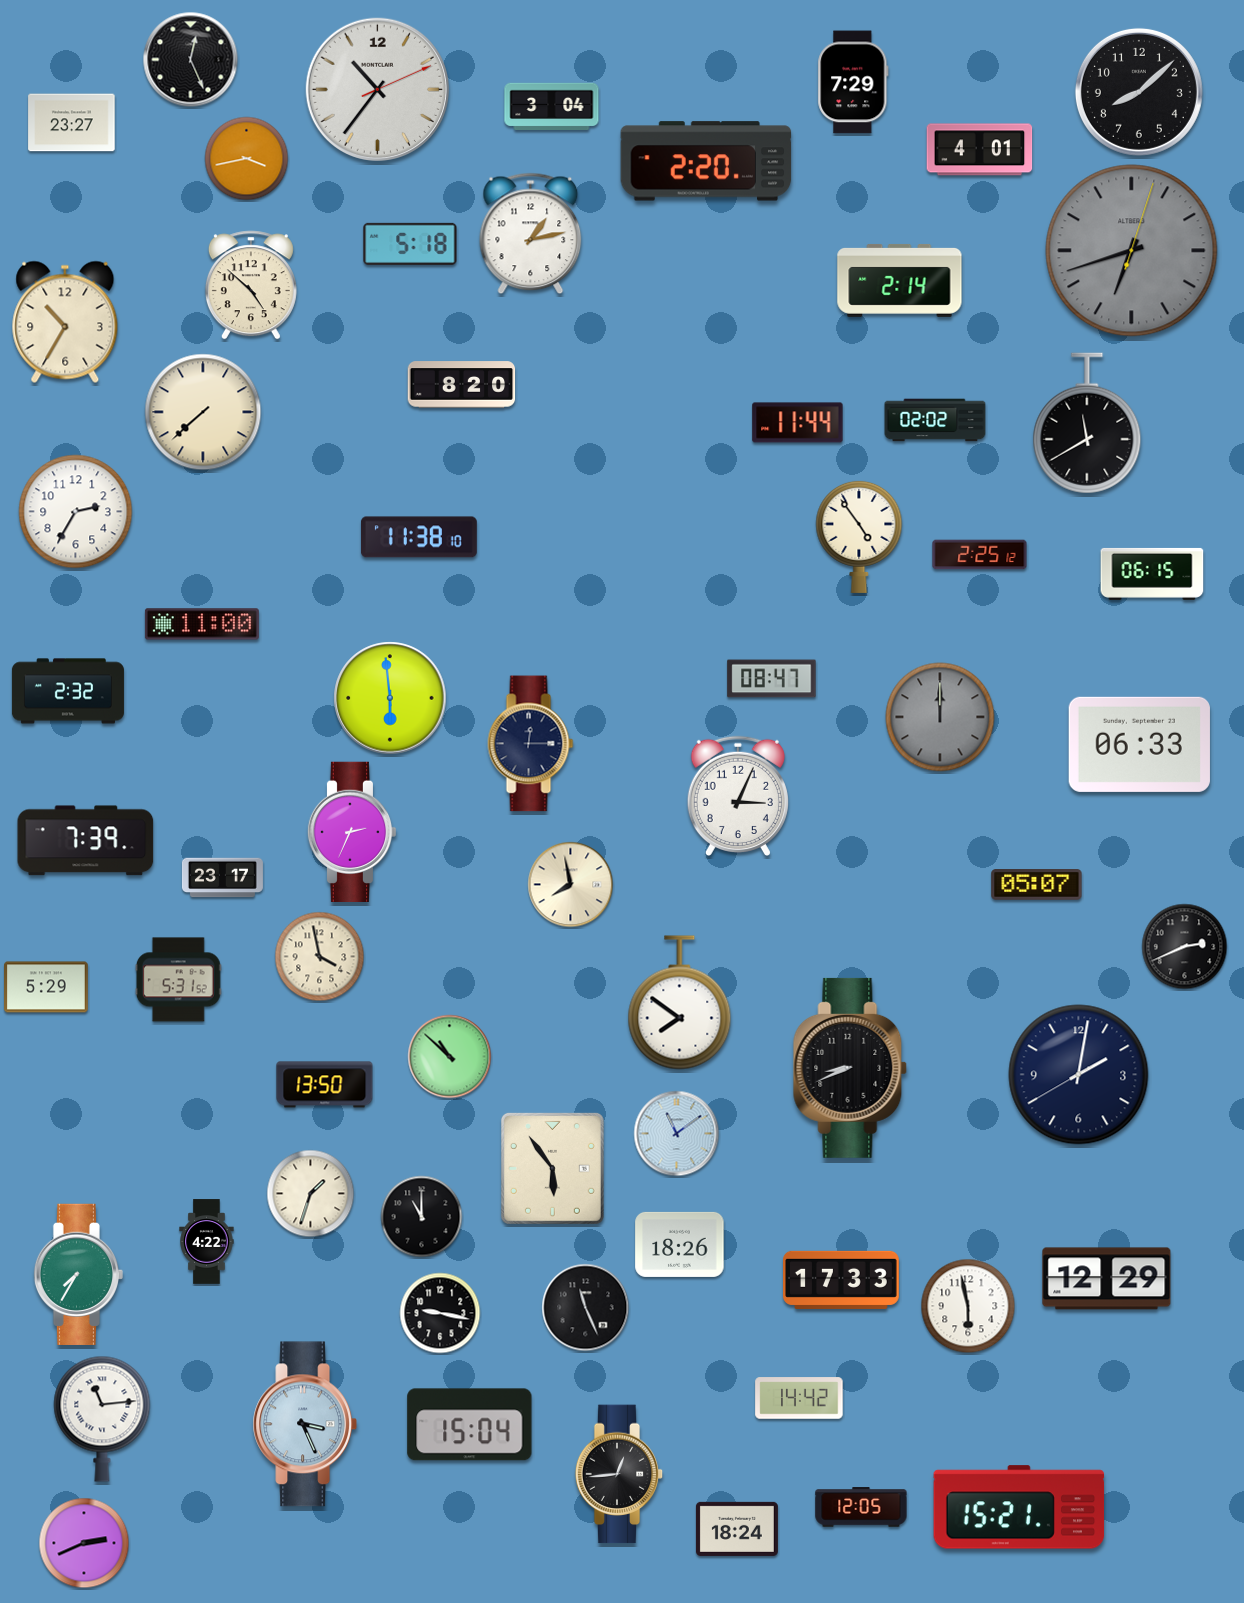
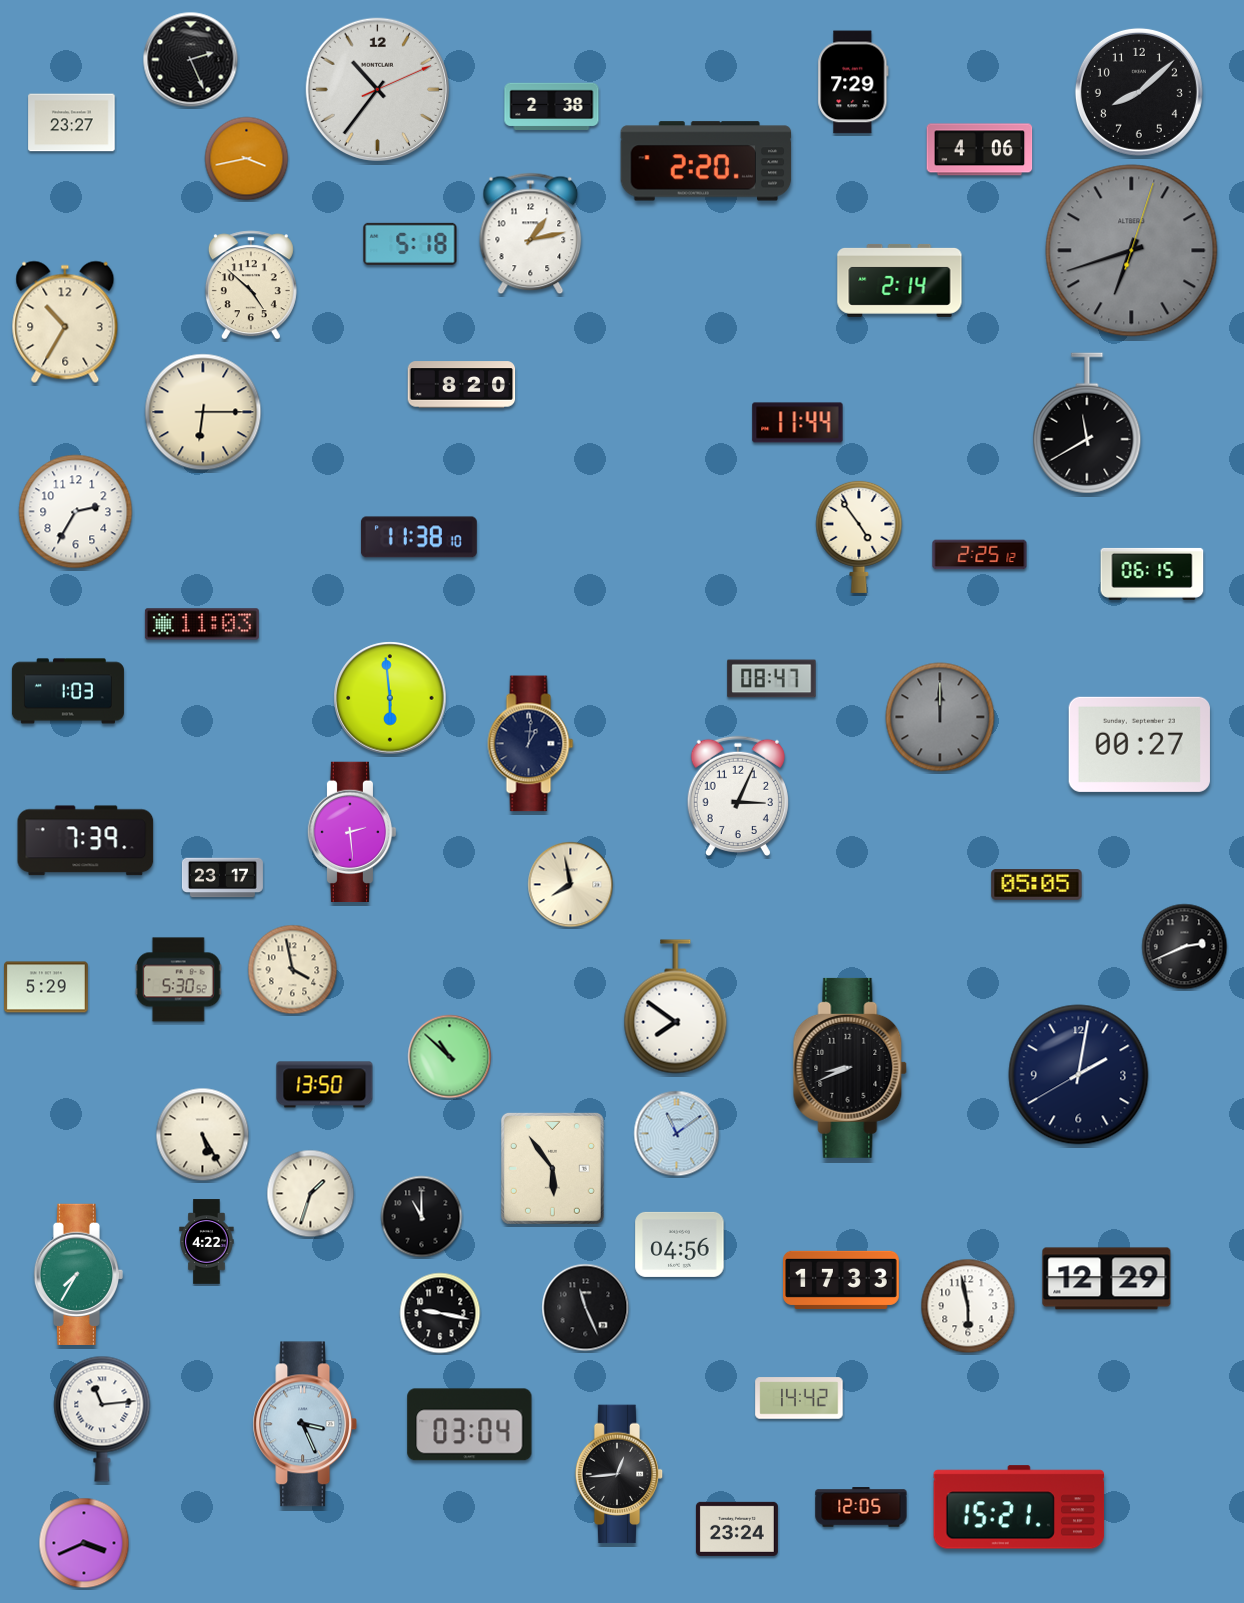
clock at (191, 60): 12:26 -> 2:26
clock at (552, 106): 3:04 -> 2:38
clock at (980, 150): 4:01 -> 4:06
clock at (203, 412): 7:38 -> 6:15
clock at (935, 420): 02:02 -> none
clock at (202, 624): 11:00 -> 11:03
clock at (68, 691): 2:32 -> 1:03
clock at (531, 744): 12:15 -> 1:01
clock at (1139, 744): 06:33 -> 00:27
clock at (352, 832): 2:34 -> 2:29
clock at (1037, 885): 05:07 -> 05:05
clock at (320, 957) position: (320, 957) -> (293, 970)
clock at (178, 980): 5:31 -> 5:30
clock at (680, 1003) position: (680, 1003) -> (676, 1007)
clock at (203, 1135): none -> 5:25
clock at (680, 1244): 18:26 -> 04:56
clock at (470, 1425): 15:04 -> 03:04
clock at (737, 1529): 18:24 -> 23:24
clock at (84, 1543): 2:41 -> 3:41
